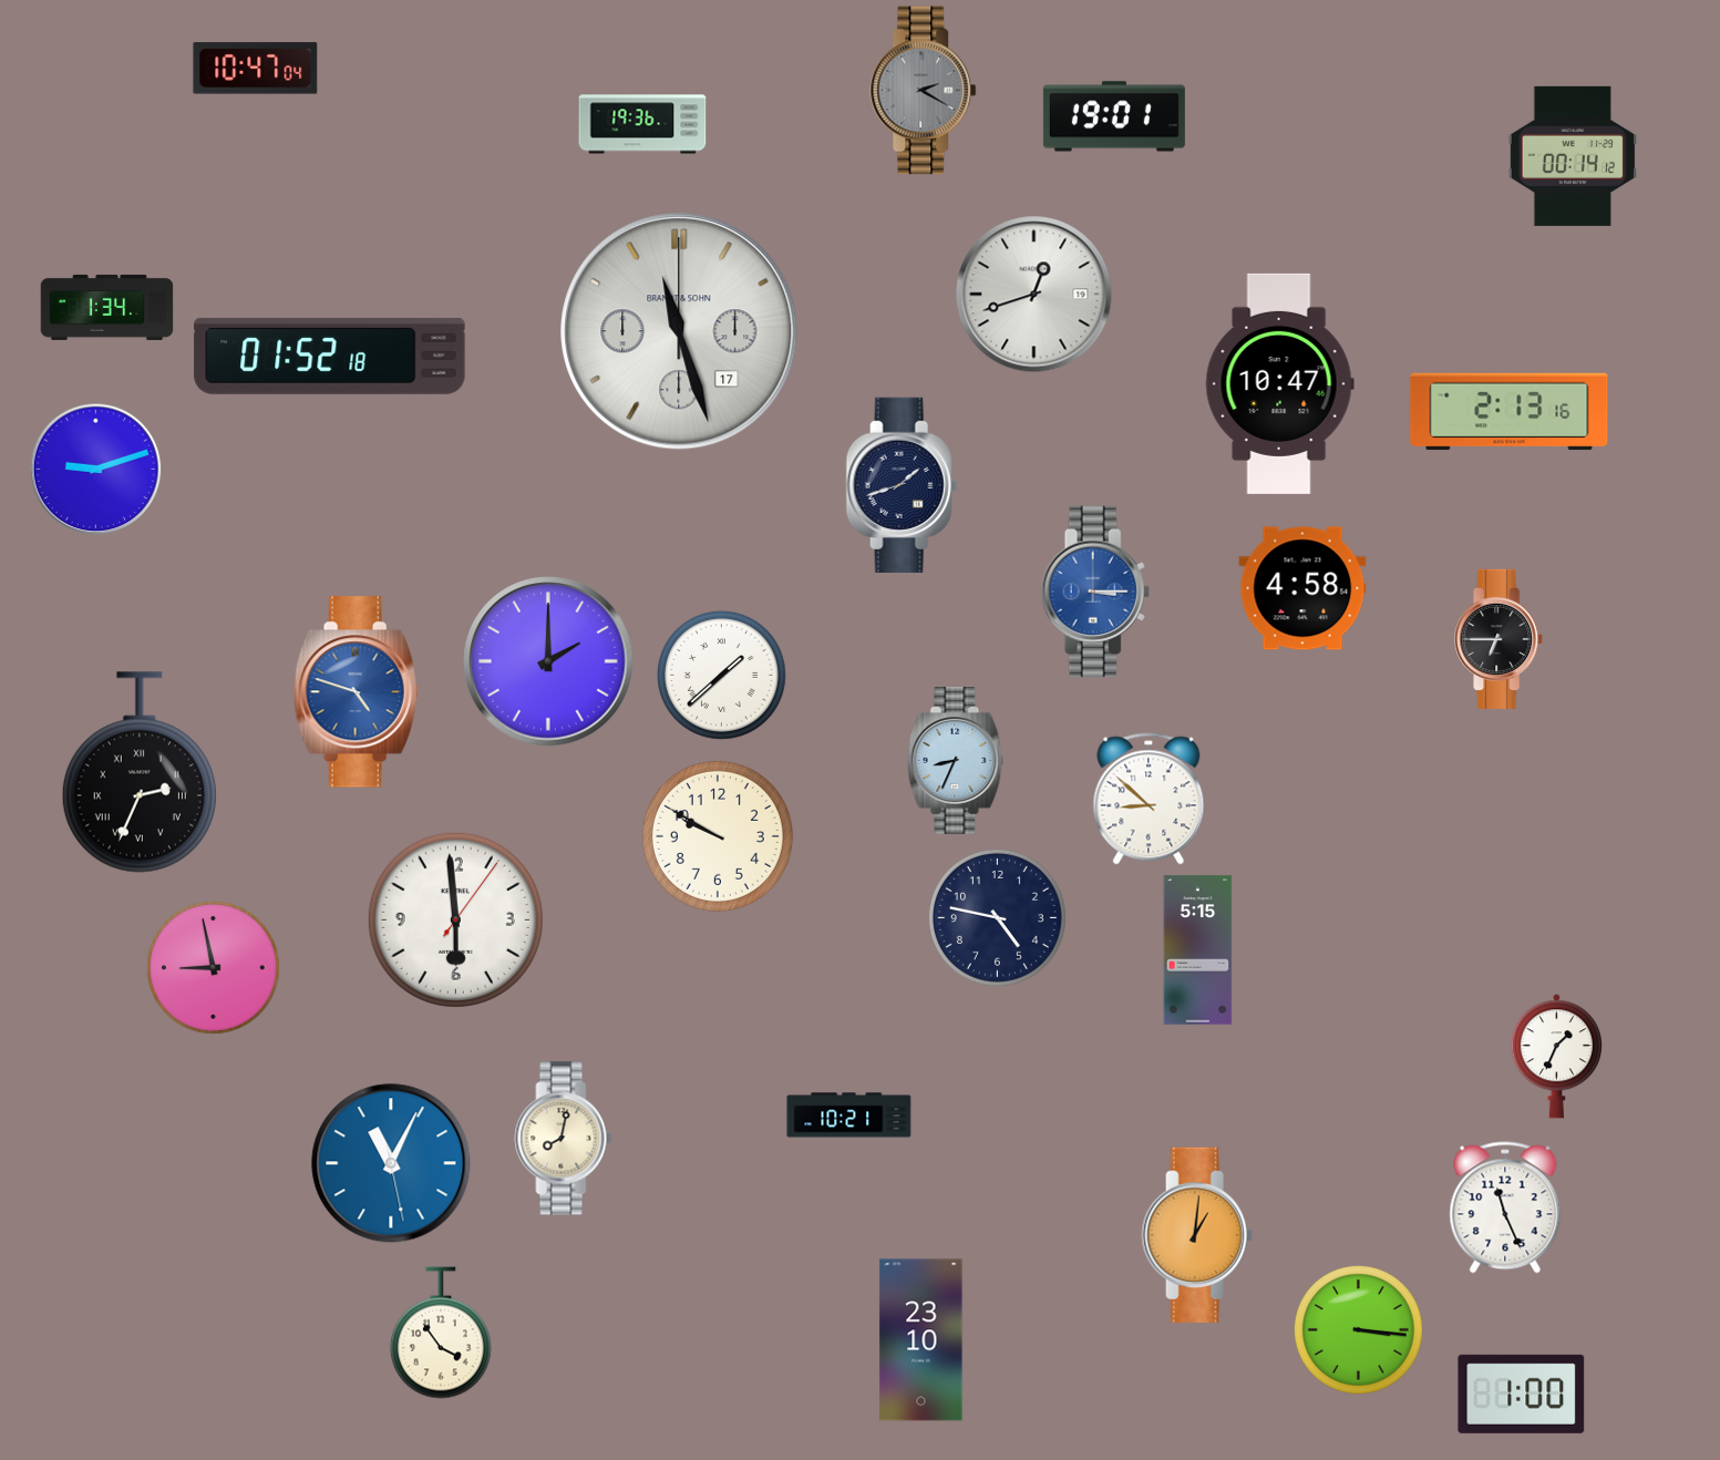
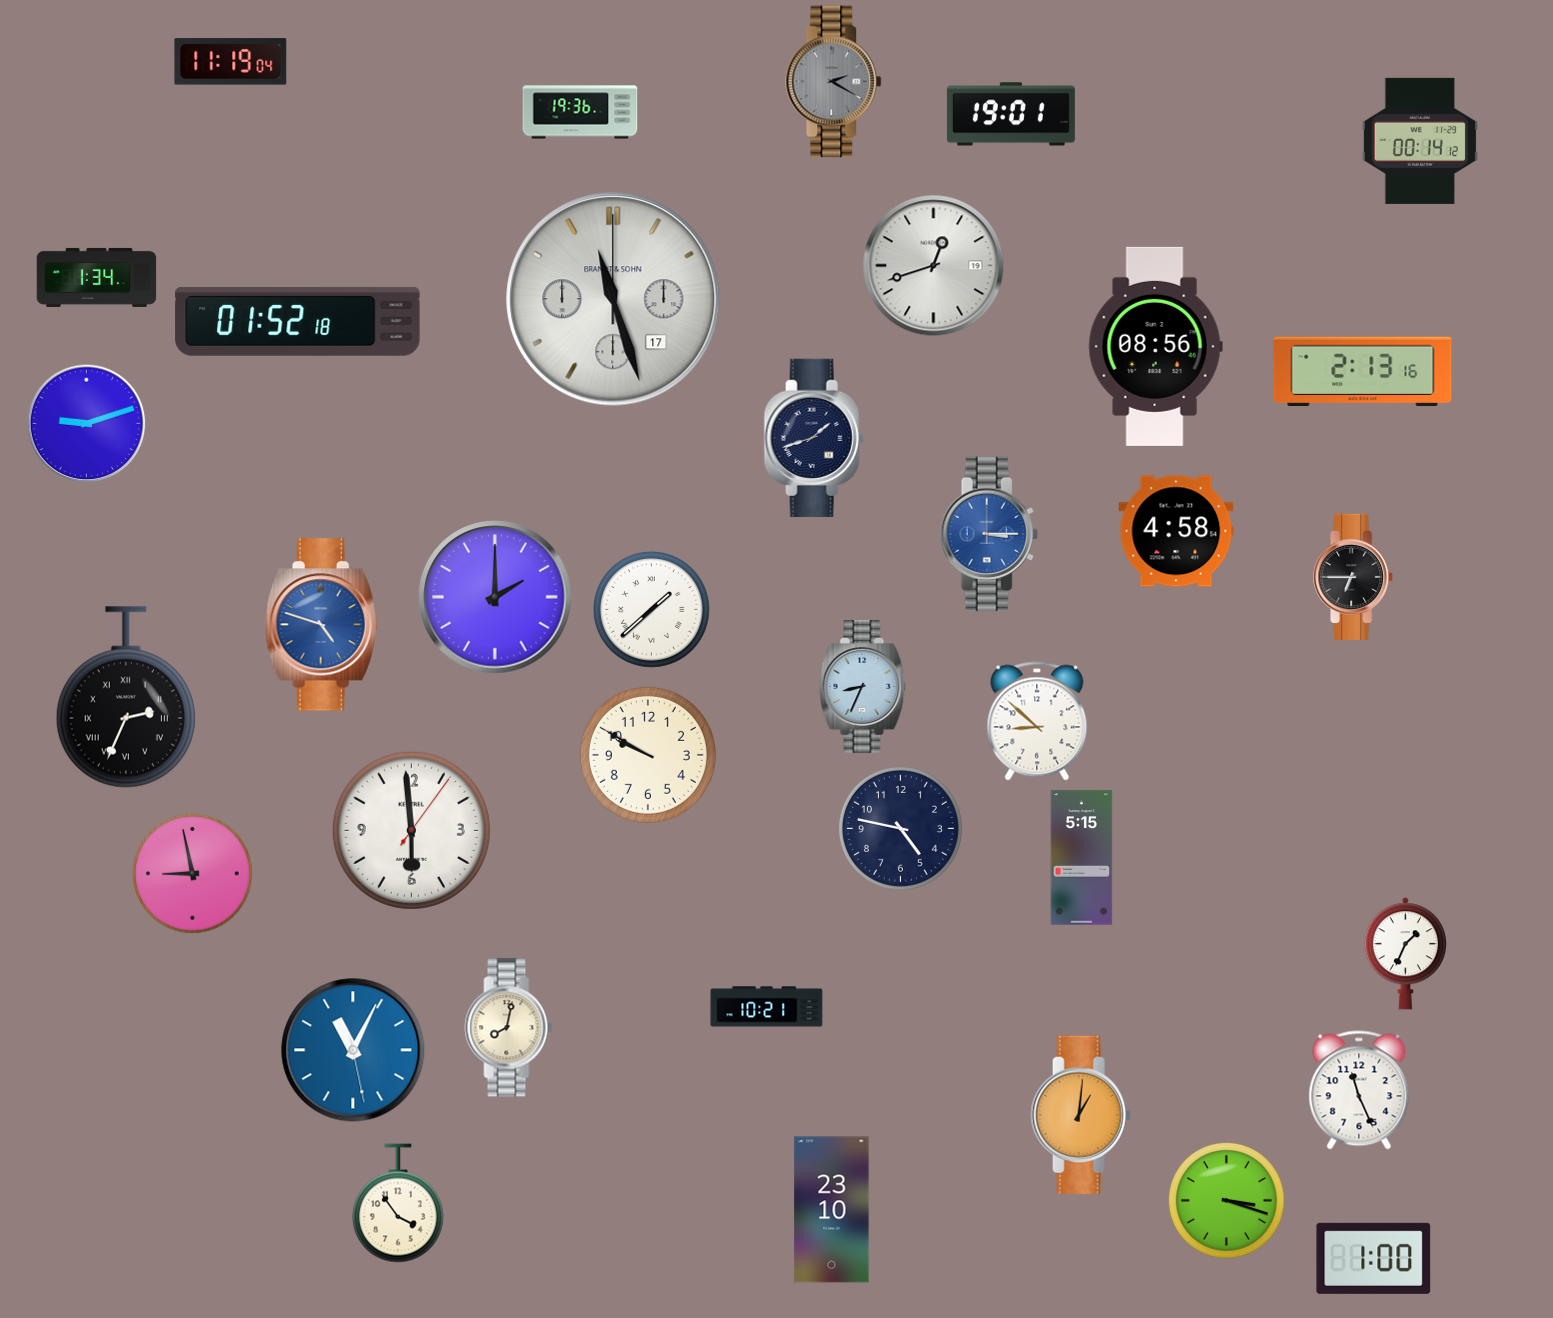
clock at (256, 69): 10:47 -> 11:19
clock at (1114, 116) position: (1114, 116) -> (1011, 114)
clock at (1279, 383): 10:47 -> 08:56
clock at (1358, 1329): 3:16 -> 3:18
